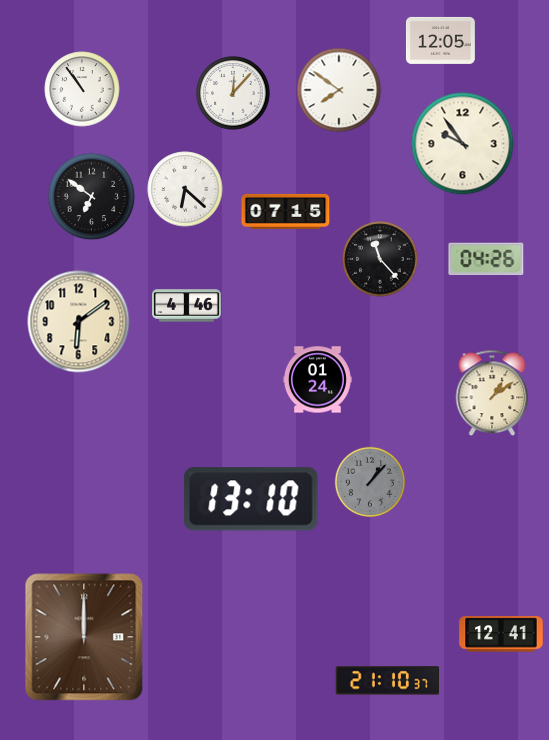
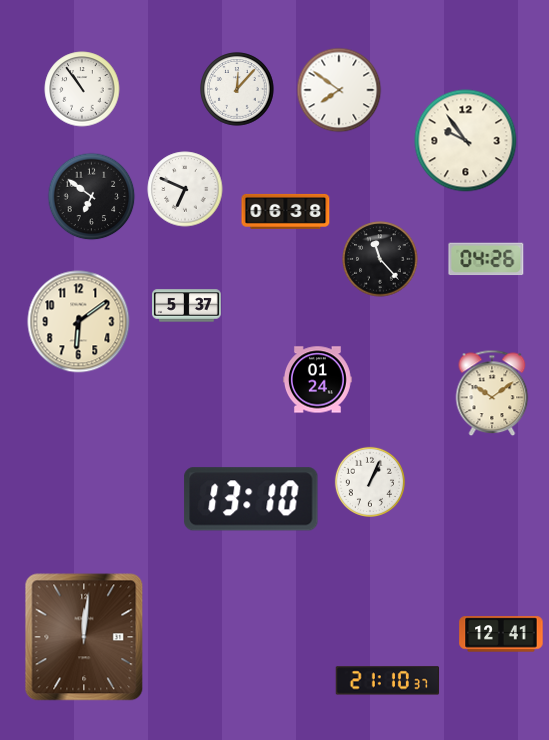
clock at (440, 40): 12:05 -> none
clock at (233, 93) position: (233, 93) -> (237, 89)
clock at (463, 144) position: (463, 144) -> (466, 141)
clock at (185, 189): 6:22 -> 6:49
clock at (286, 211): 07:15 -> 06:38
clock at (187, 306): 4:46 -> 5:37
clock at (492, 393): 1:09 -> 10:09
clock at (370, 482): 1:07 -> 1:04
clock at (370, 482) dial: grey -> white
clock at (84, 637): 12:00 -> 12:01
